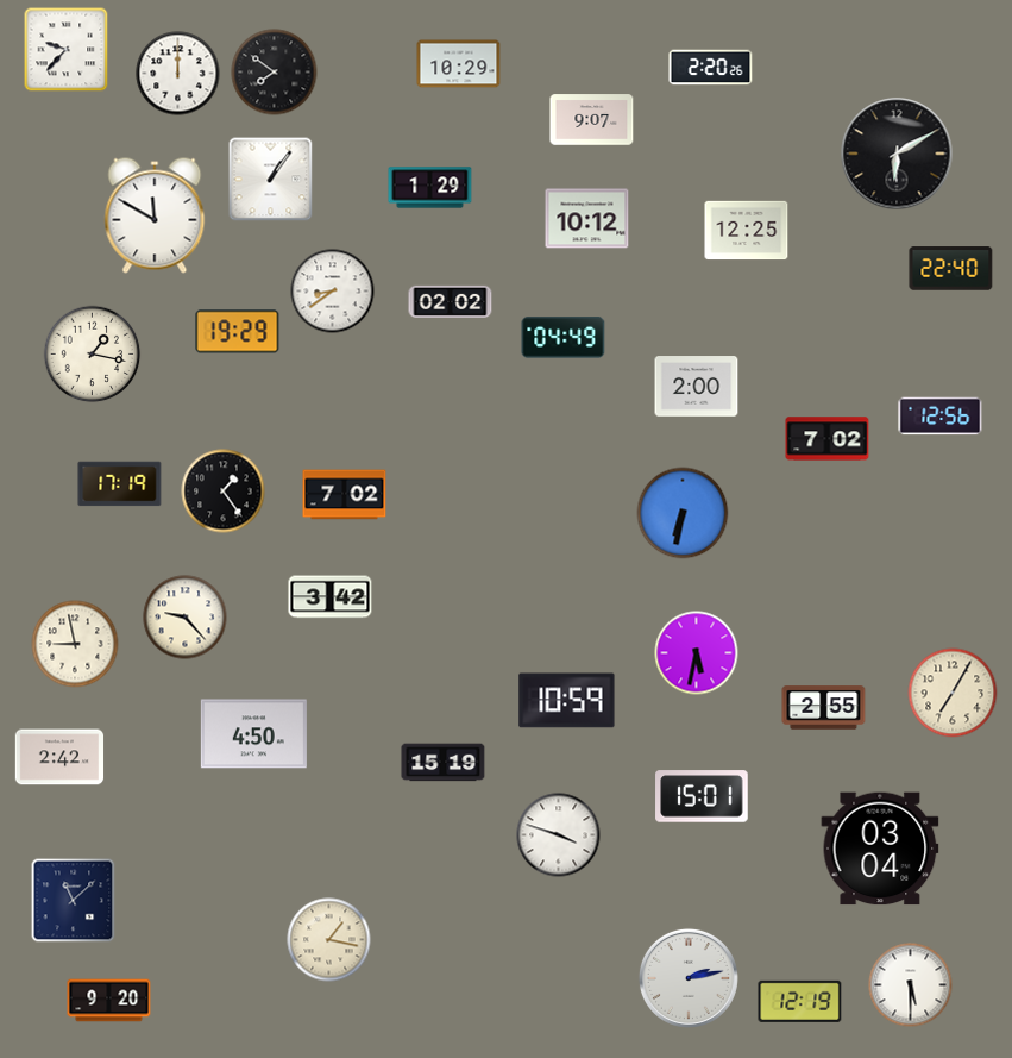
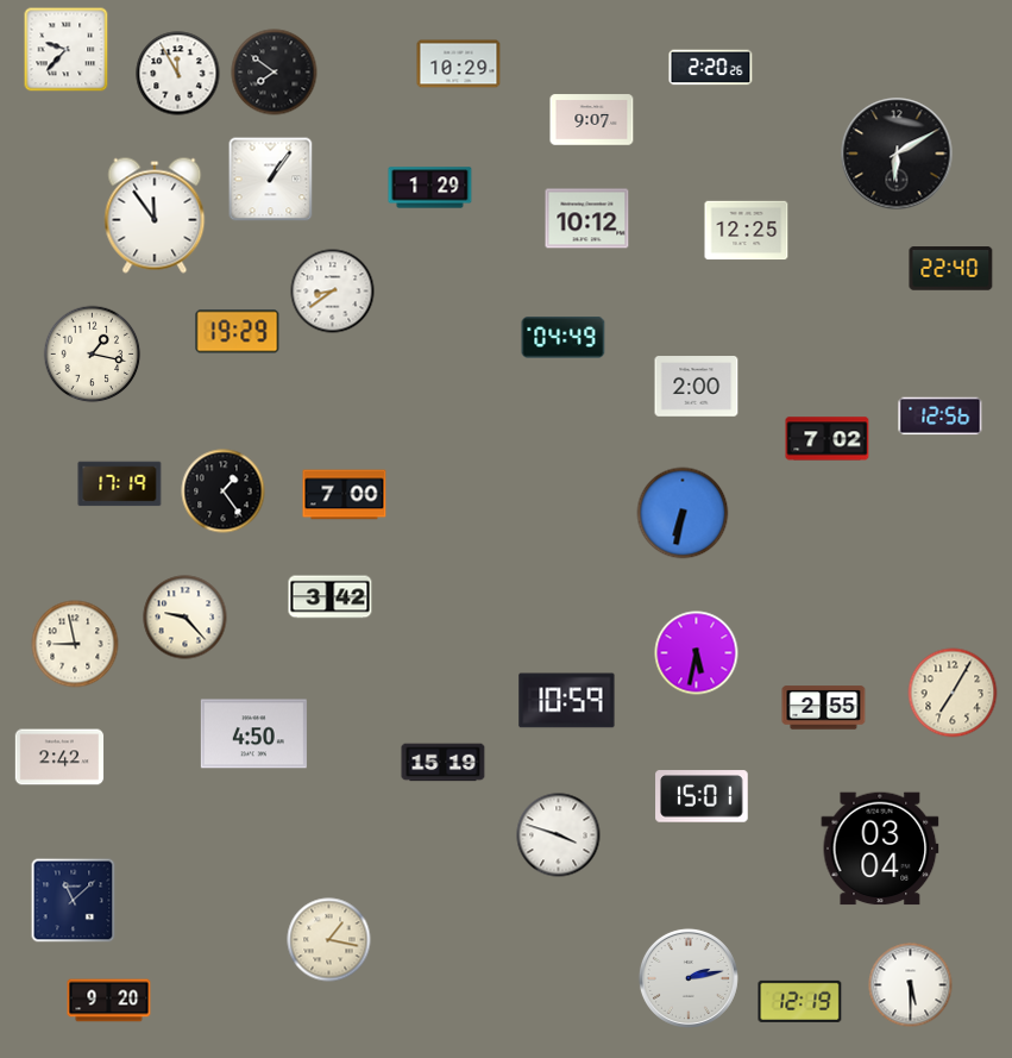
clock at (178, 74): 12:00 -> 11:55
clock at (155, 215): 11:50 -> 11:54
clock at (451, 301): 02:02 -> none
clock at (345, 495): 7:02 -> 7:00
